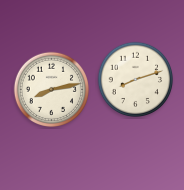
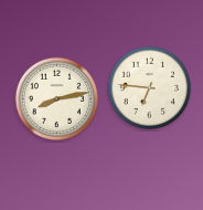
clock at (136, 80): 8:12 -> 6:46
